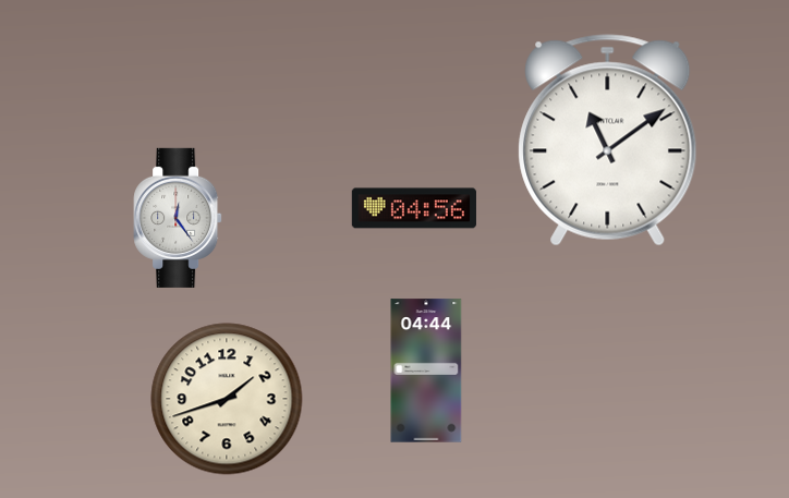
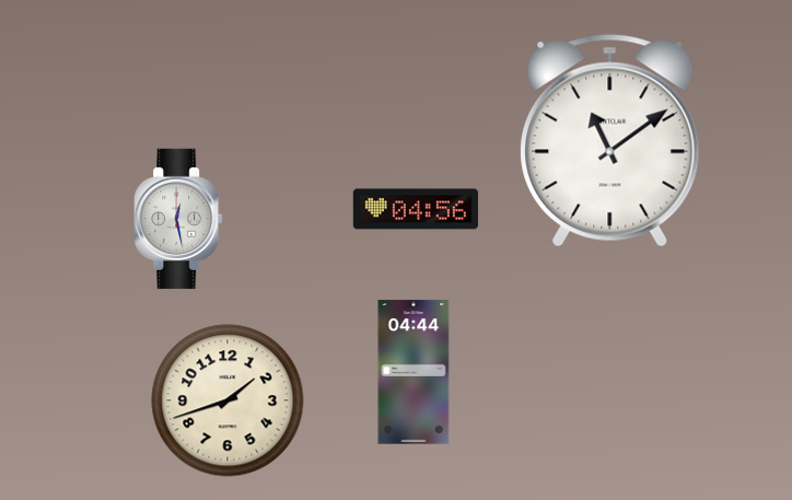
clock at (178, 218): 12:24 -> 12:28
clock at (426, 371) position: (426, 371) -> (414, 372)
